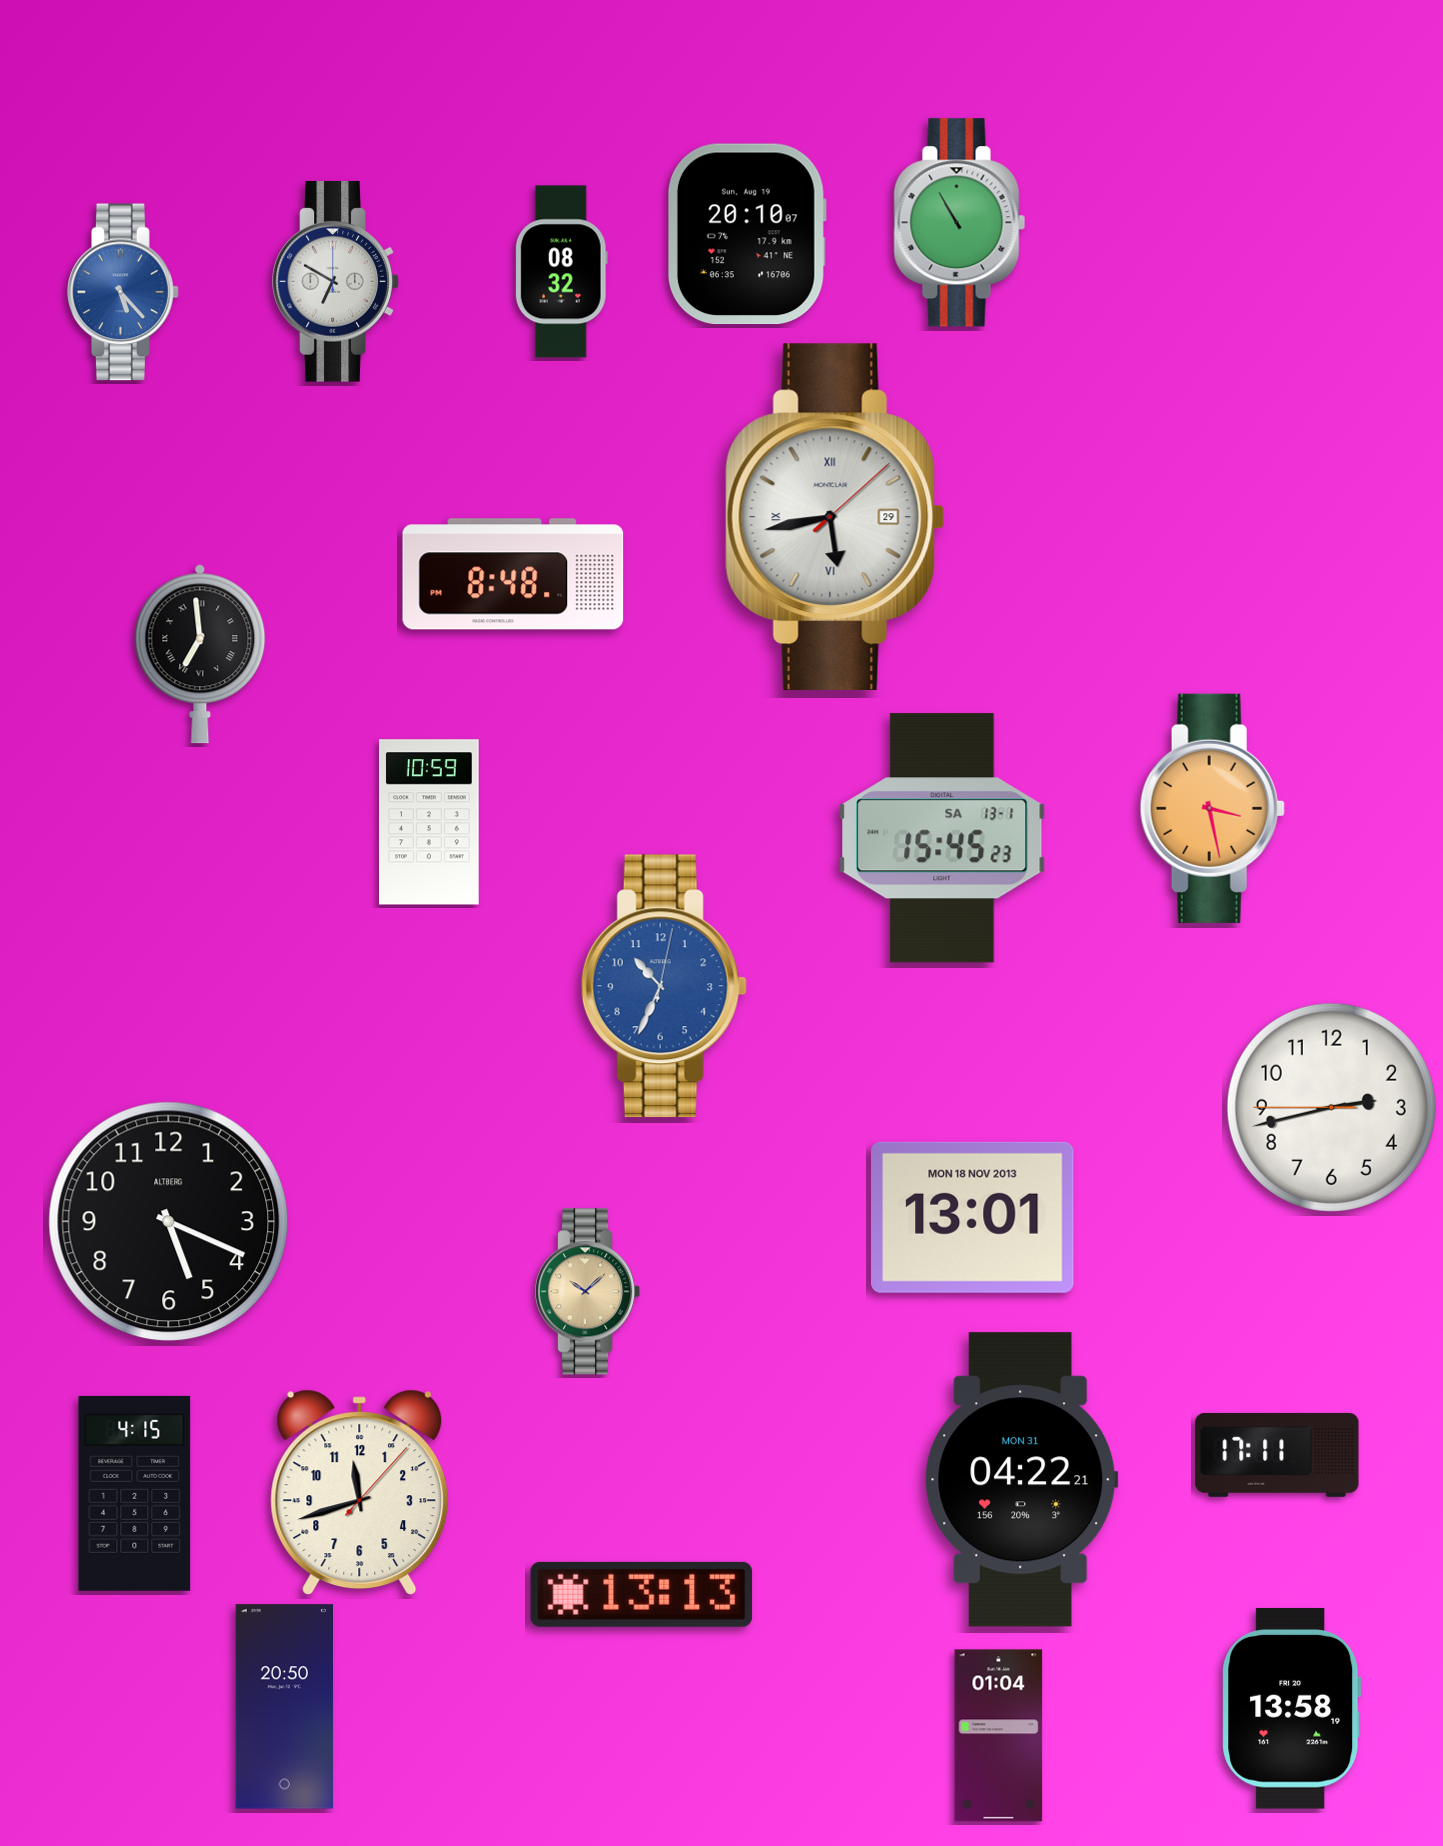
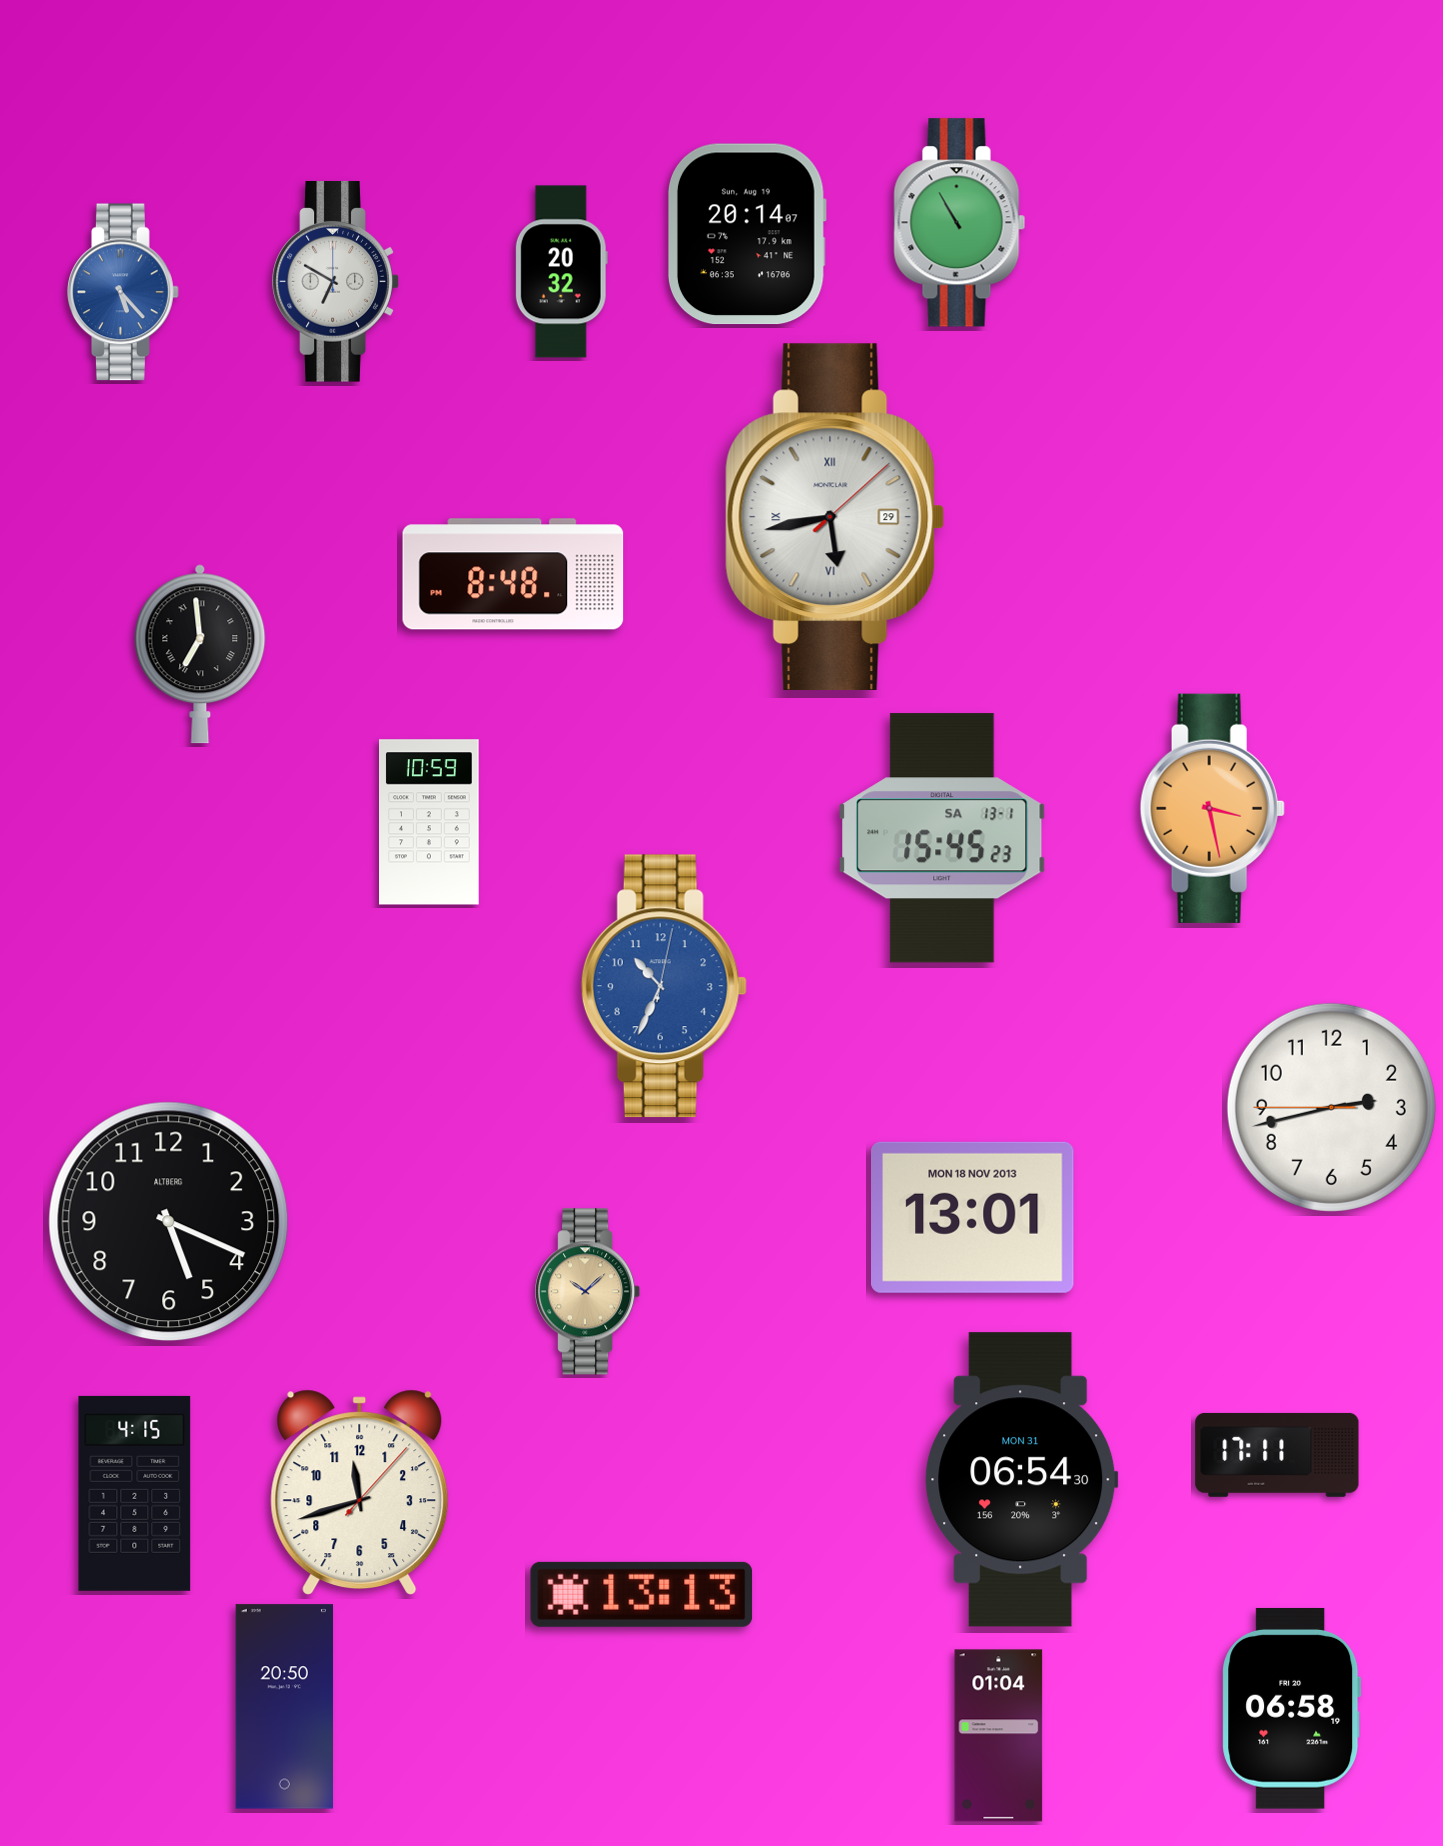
clock at (747, 234): 20:10 -> 20:14
clock at (561, 272): 08:32 -> 20:32
clock at (1022, 1480): 04:22 -> 06:54
clock at (1292, 1708): 13:58 -> 06:58
